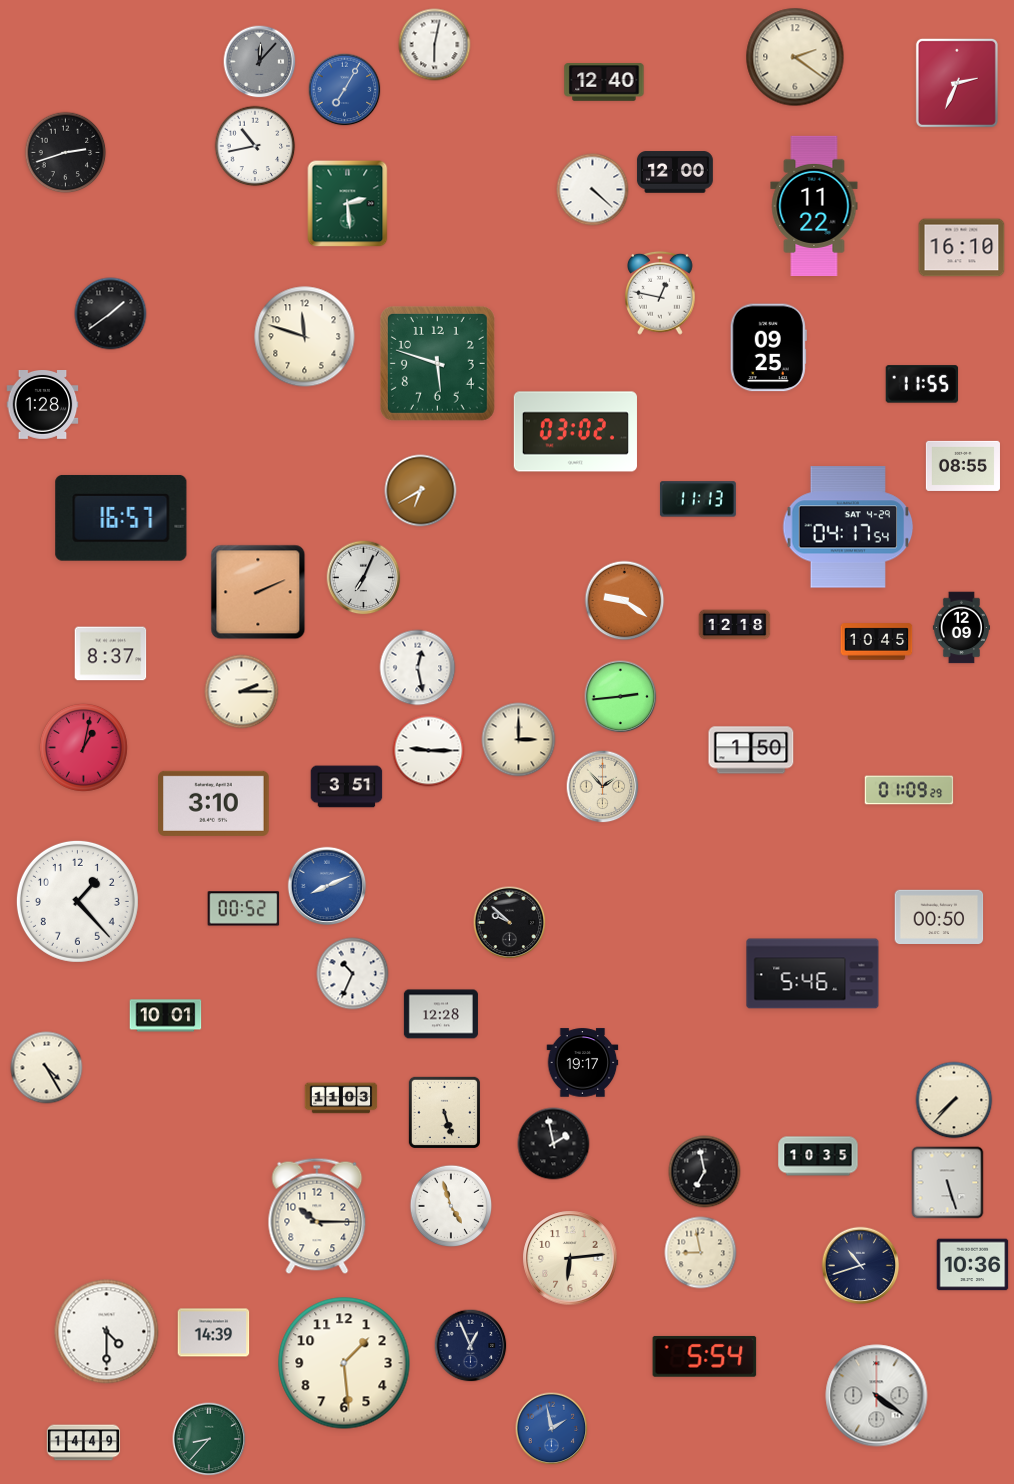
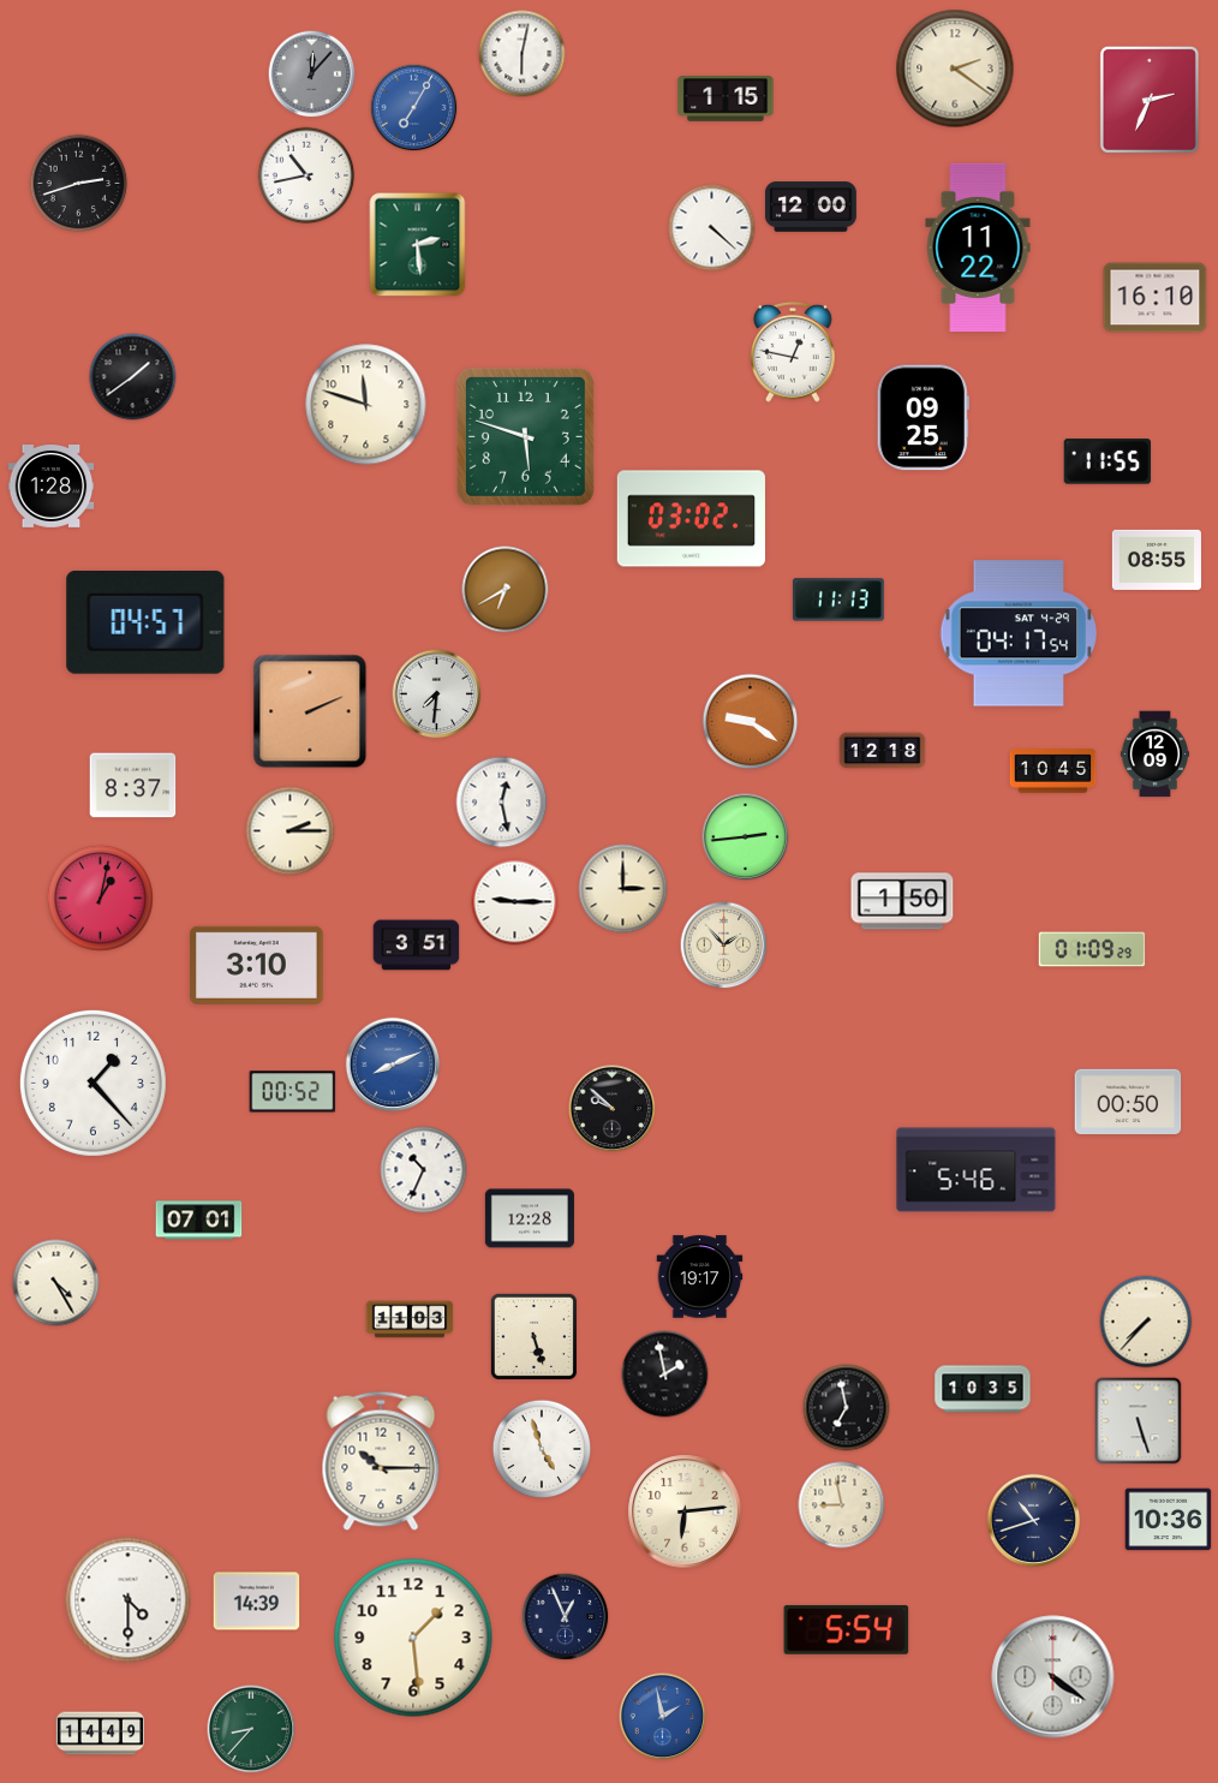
clock at (604, 82): 12:40 -> 1:15
clock at (121, 518): 16:57 -> 04:57
clock at (364, 578): 7:04 -> 7:31
clock at (166, 1016): 10:01 -> 07:01
